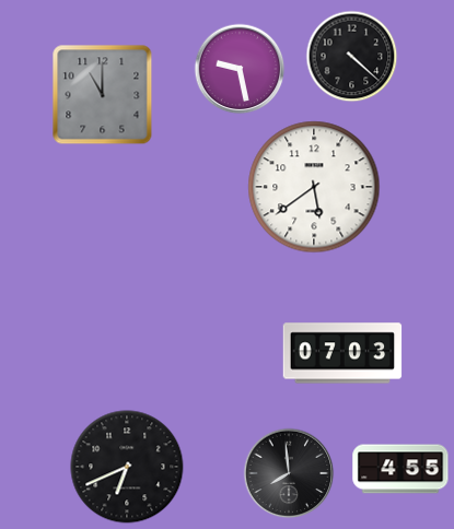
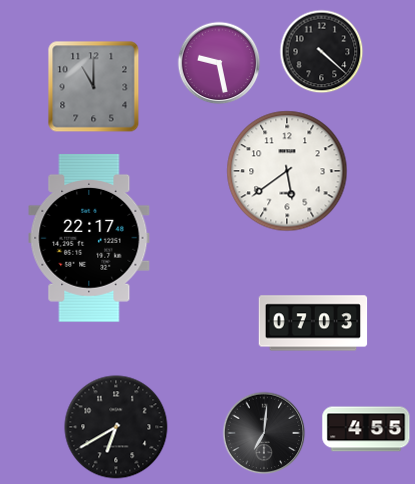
clock at (89, 238): none -> 22:17
clock at (127, 467): 6:41 -> 6:40
clock at (289, 473): 7:59 -> 7:01
